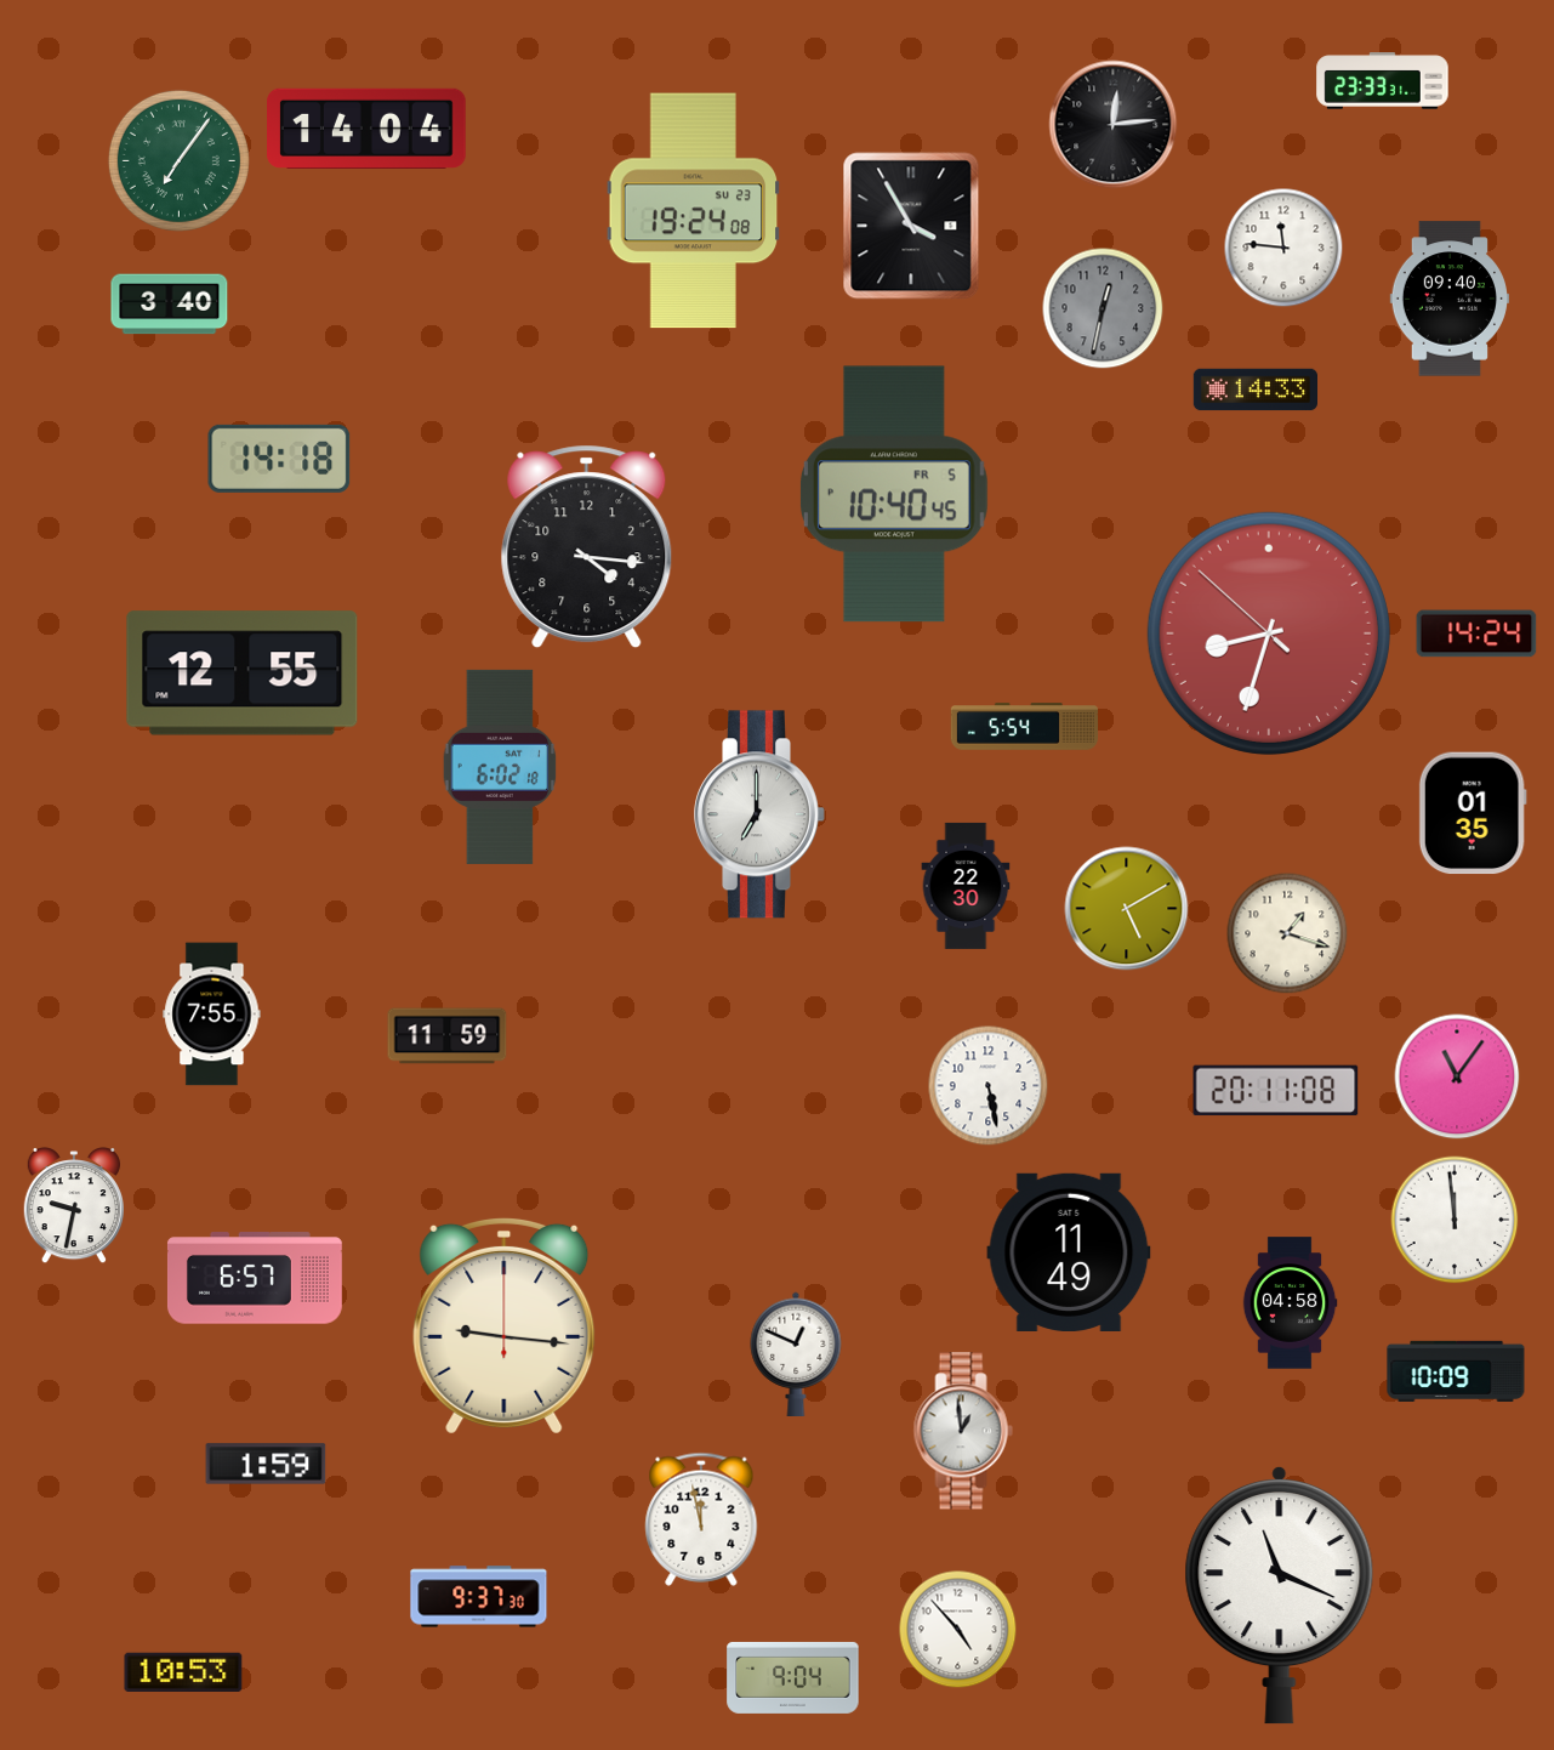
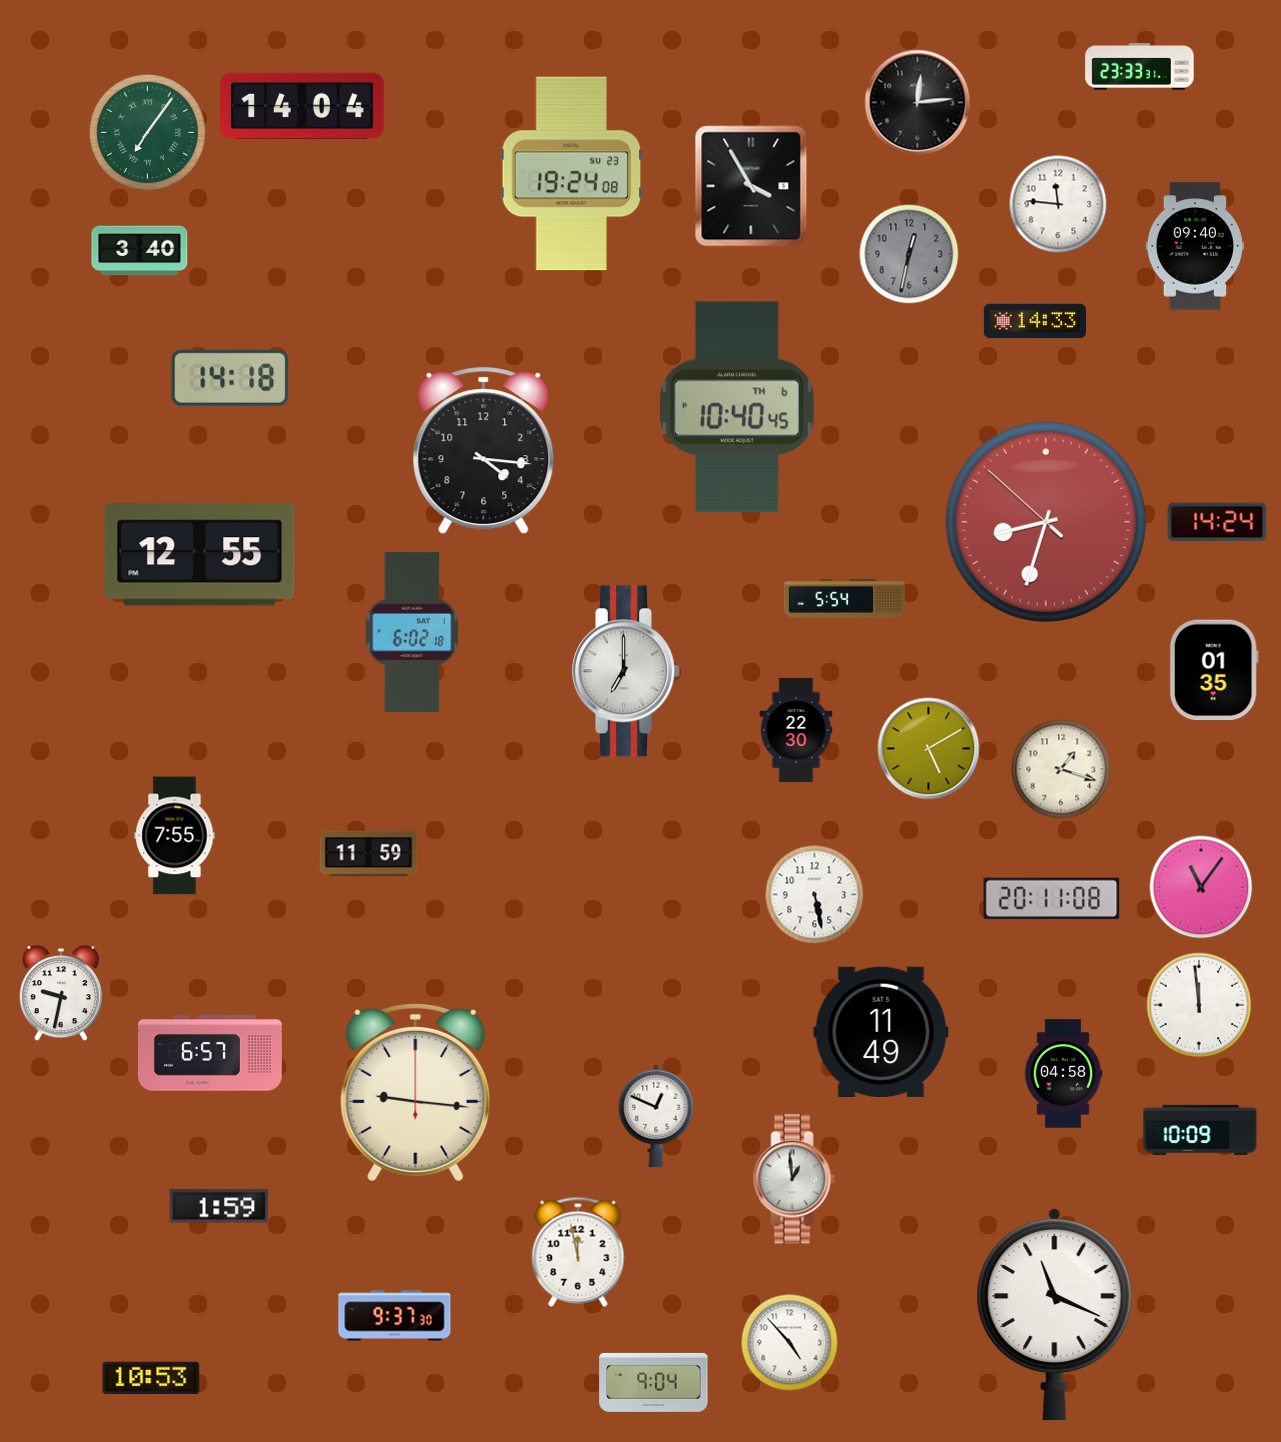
clock at (894, 494) date: FR 5 -> TH 6
